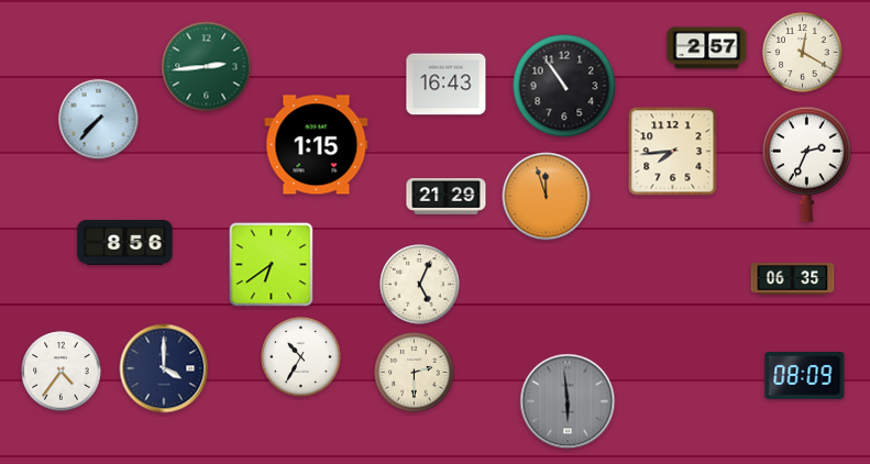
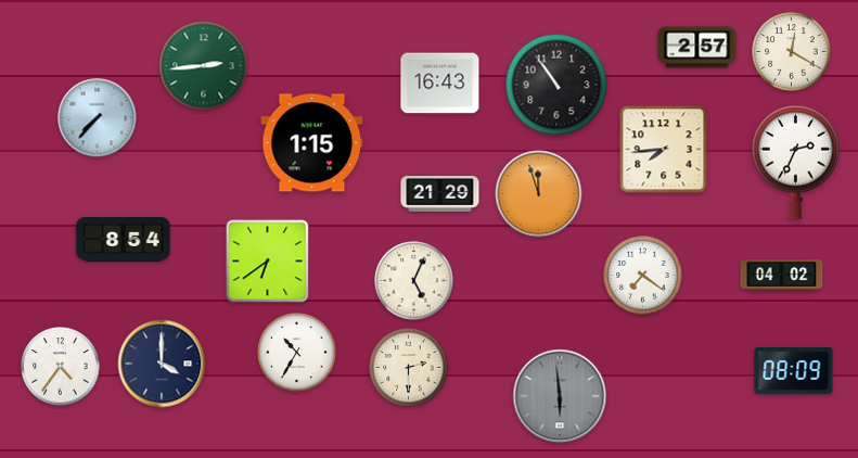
clock at (125, 243): 8:56 -> 8:54
clock at (643, 276): none -> 7:21
clock at (793, 279): 06:35 -> 04:02
